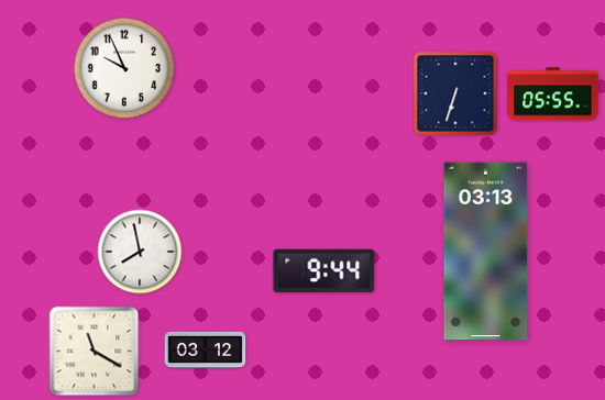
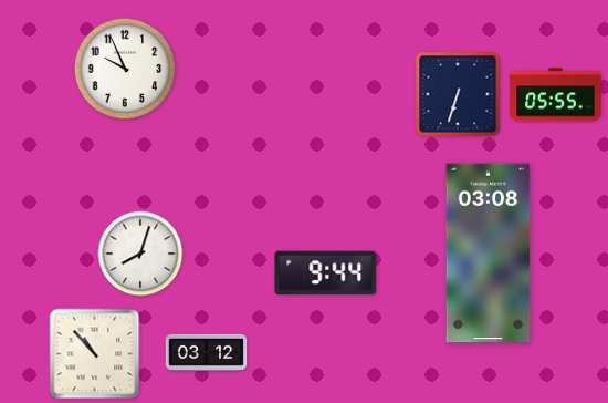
clock at (140, 252): 7:58 -> 8:03
clock at (486, 252): 03:13 -> 03:08
clock at (95, 352): 11:20 -> 10:53
